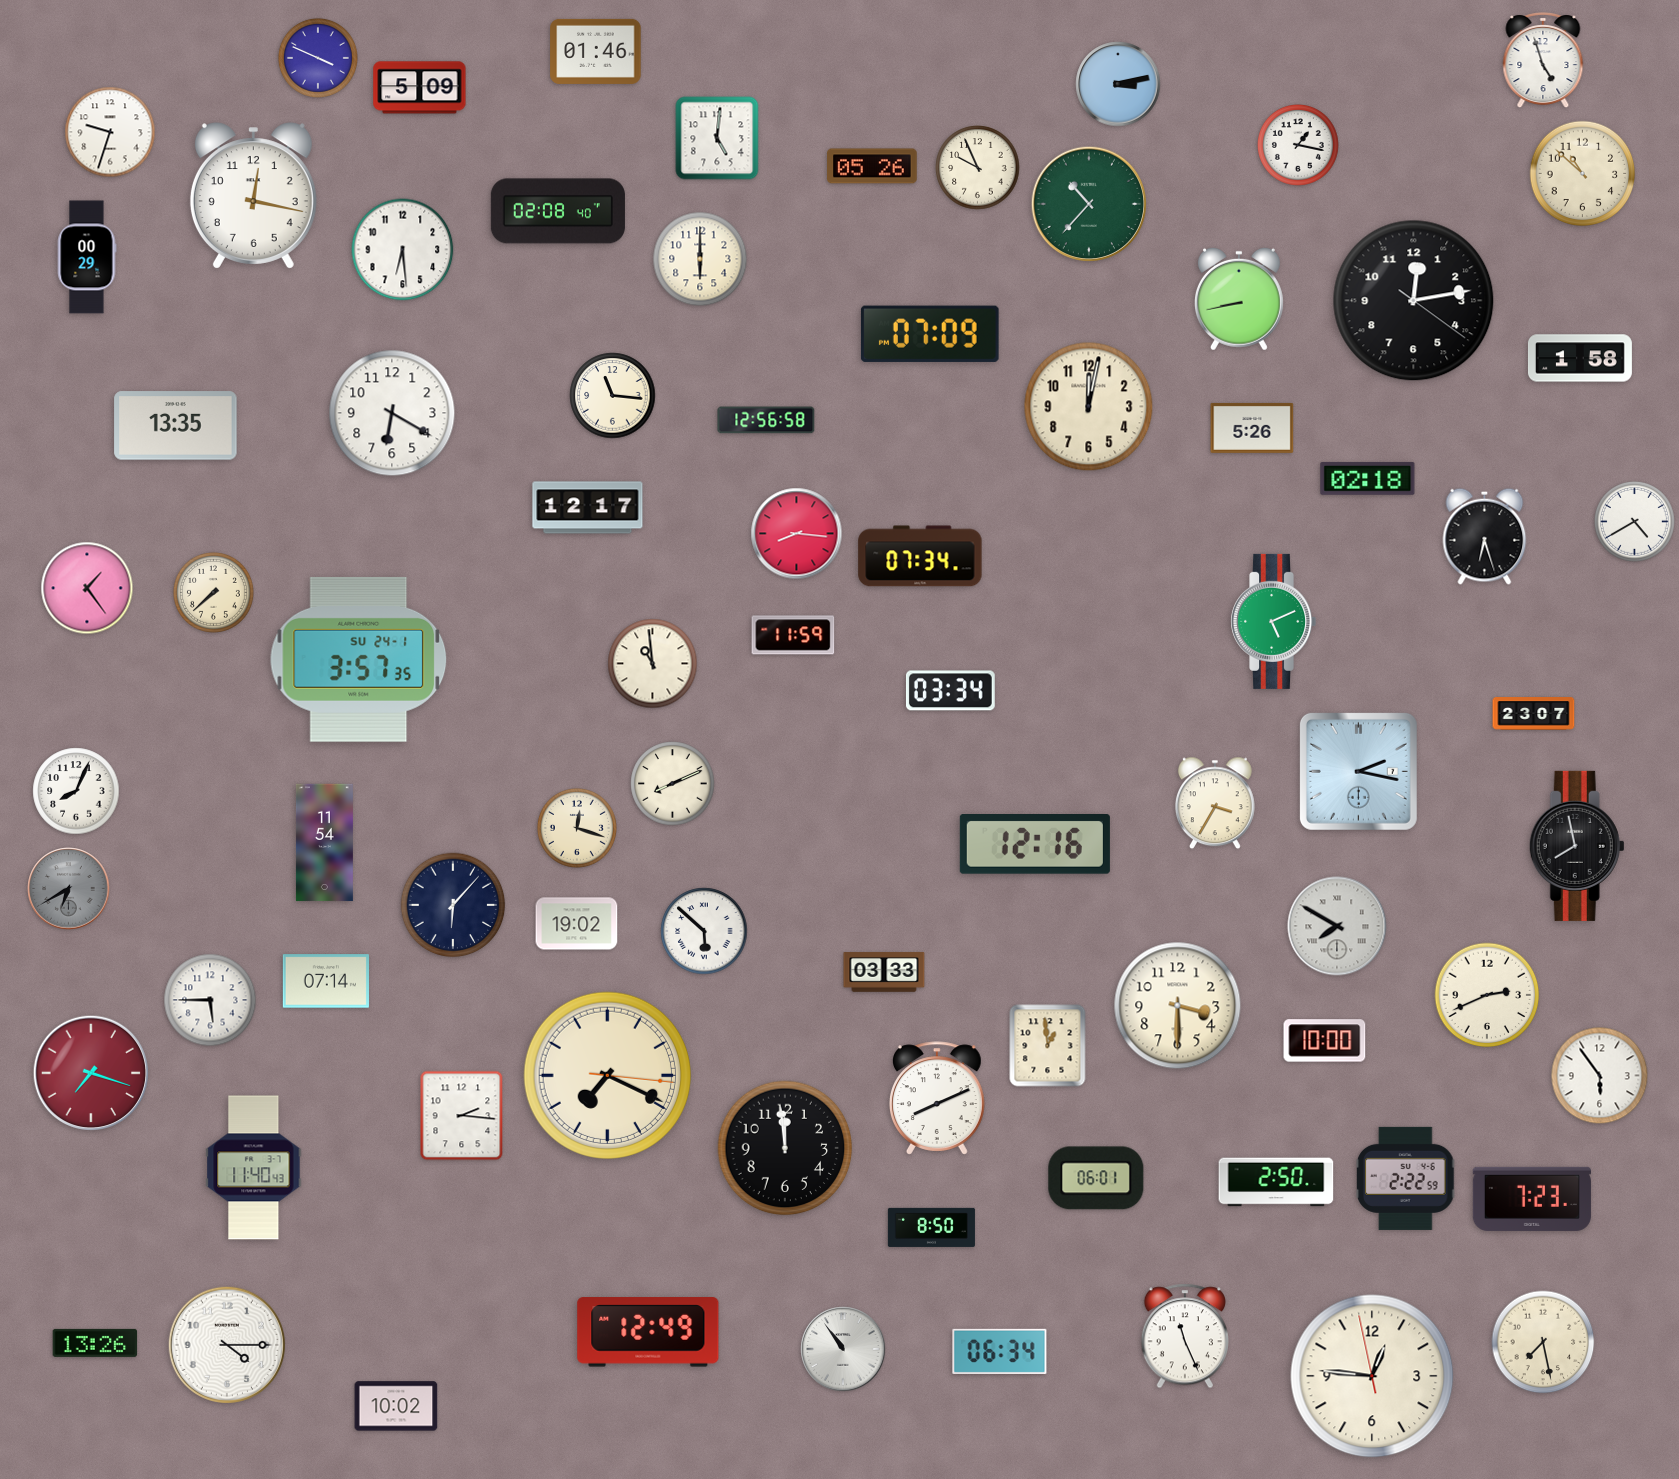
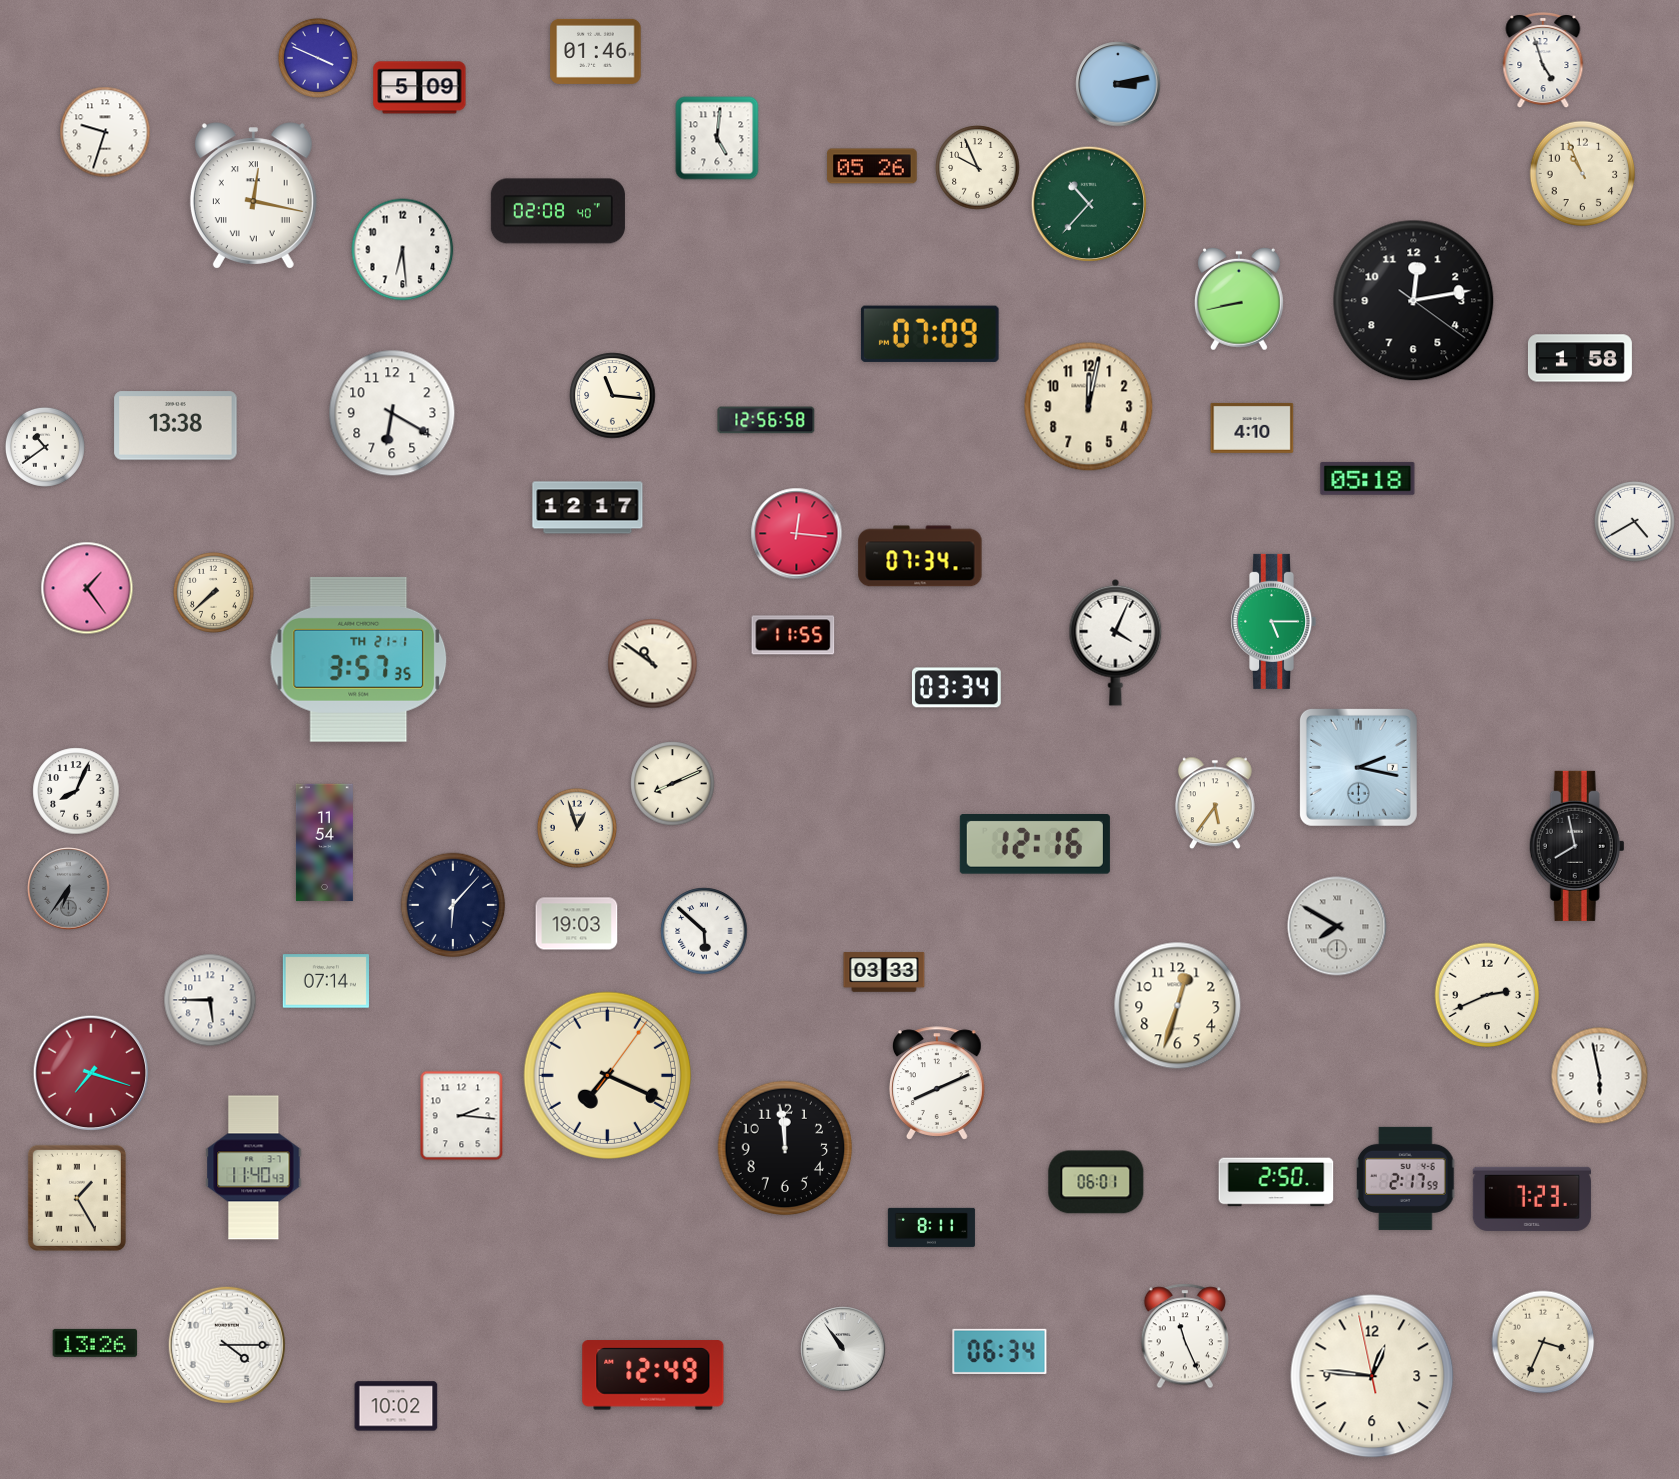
clock at (110, 132) position: (110, 132) -> (105, 132)
clock at (1299, 146): 1:17 -> none
clock at (1583, 174): 10:52 -> 10:56
clock at (253, 196) numerals: Arabic -> Roman
clock at (87, 257): 00:29 -> none
clock at (700, 259): 6:00 -> none
clock at (176, 426): 13:35 -> 13:38
clock at (1252, 428): 5:26 -> 4:10
clock at (45, 447): none -> 10:39
clock at (1368, 478): 02:18 -> 05:18
clock at (797, 534): 8:16 -> 12:16
clock at (1485, 536): 6:27 -> none
clock at (1274, 621): 5:11 -> 5:15
clock at (793, 635): 11:59 -> 11:55
clock at (1116, 642): none -> 4:04
clock at (359, 659) date: SU 24-1 -> TH 21-1
clock at (653, 664): 10:59 -> 10:51
clock at (950, 691) position: (950, 691) -> (956, 688)
clock at (1534, 714): 23:07 -> none
clock at (1358, 771) position: (1358, 771) -> (1358, 767)
clock at (1215, 803): 3:35 -> 5:36
clock at (577, 828): 12:18 -> 12:57
clock at (69, 889): 6:40 -> 6:36
clock at (577, 924): 19:02 -> 19:03
clock at (1178, 1006): 3:30 -> 12:33
clock at (1325, 1041): 10:00 -> none
clock at (1048, 1046): 12:59 -> none
clock at (607, 1075): 7:19:16 -> 7:19:06
clock at (1600, 1076): 5:54 -> 5:58
clock at (937, 1098) position: (937, 1098) -> (937, 1083)
clock at (1096, 1178) position: (1096, 1178) -> (1096, 1182)
clock at (1406, 1178): 2:22 -> 2:17
clock at (77, 1198): none -> 1:25
clock at (931, 1227): 8:50 -> 8:11
clock at (648, 1332) position: (648, 1332) -> (653, 1375)
clock at (1543, 1342): 7:28 -> 3:34
